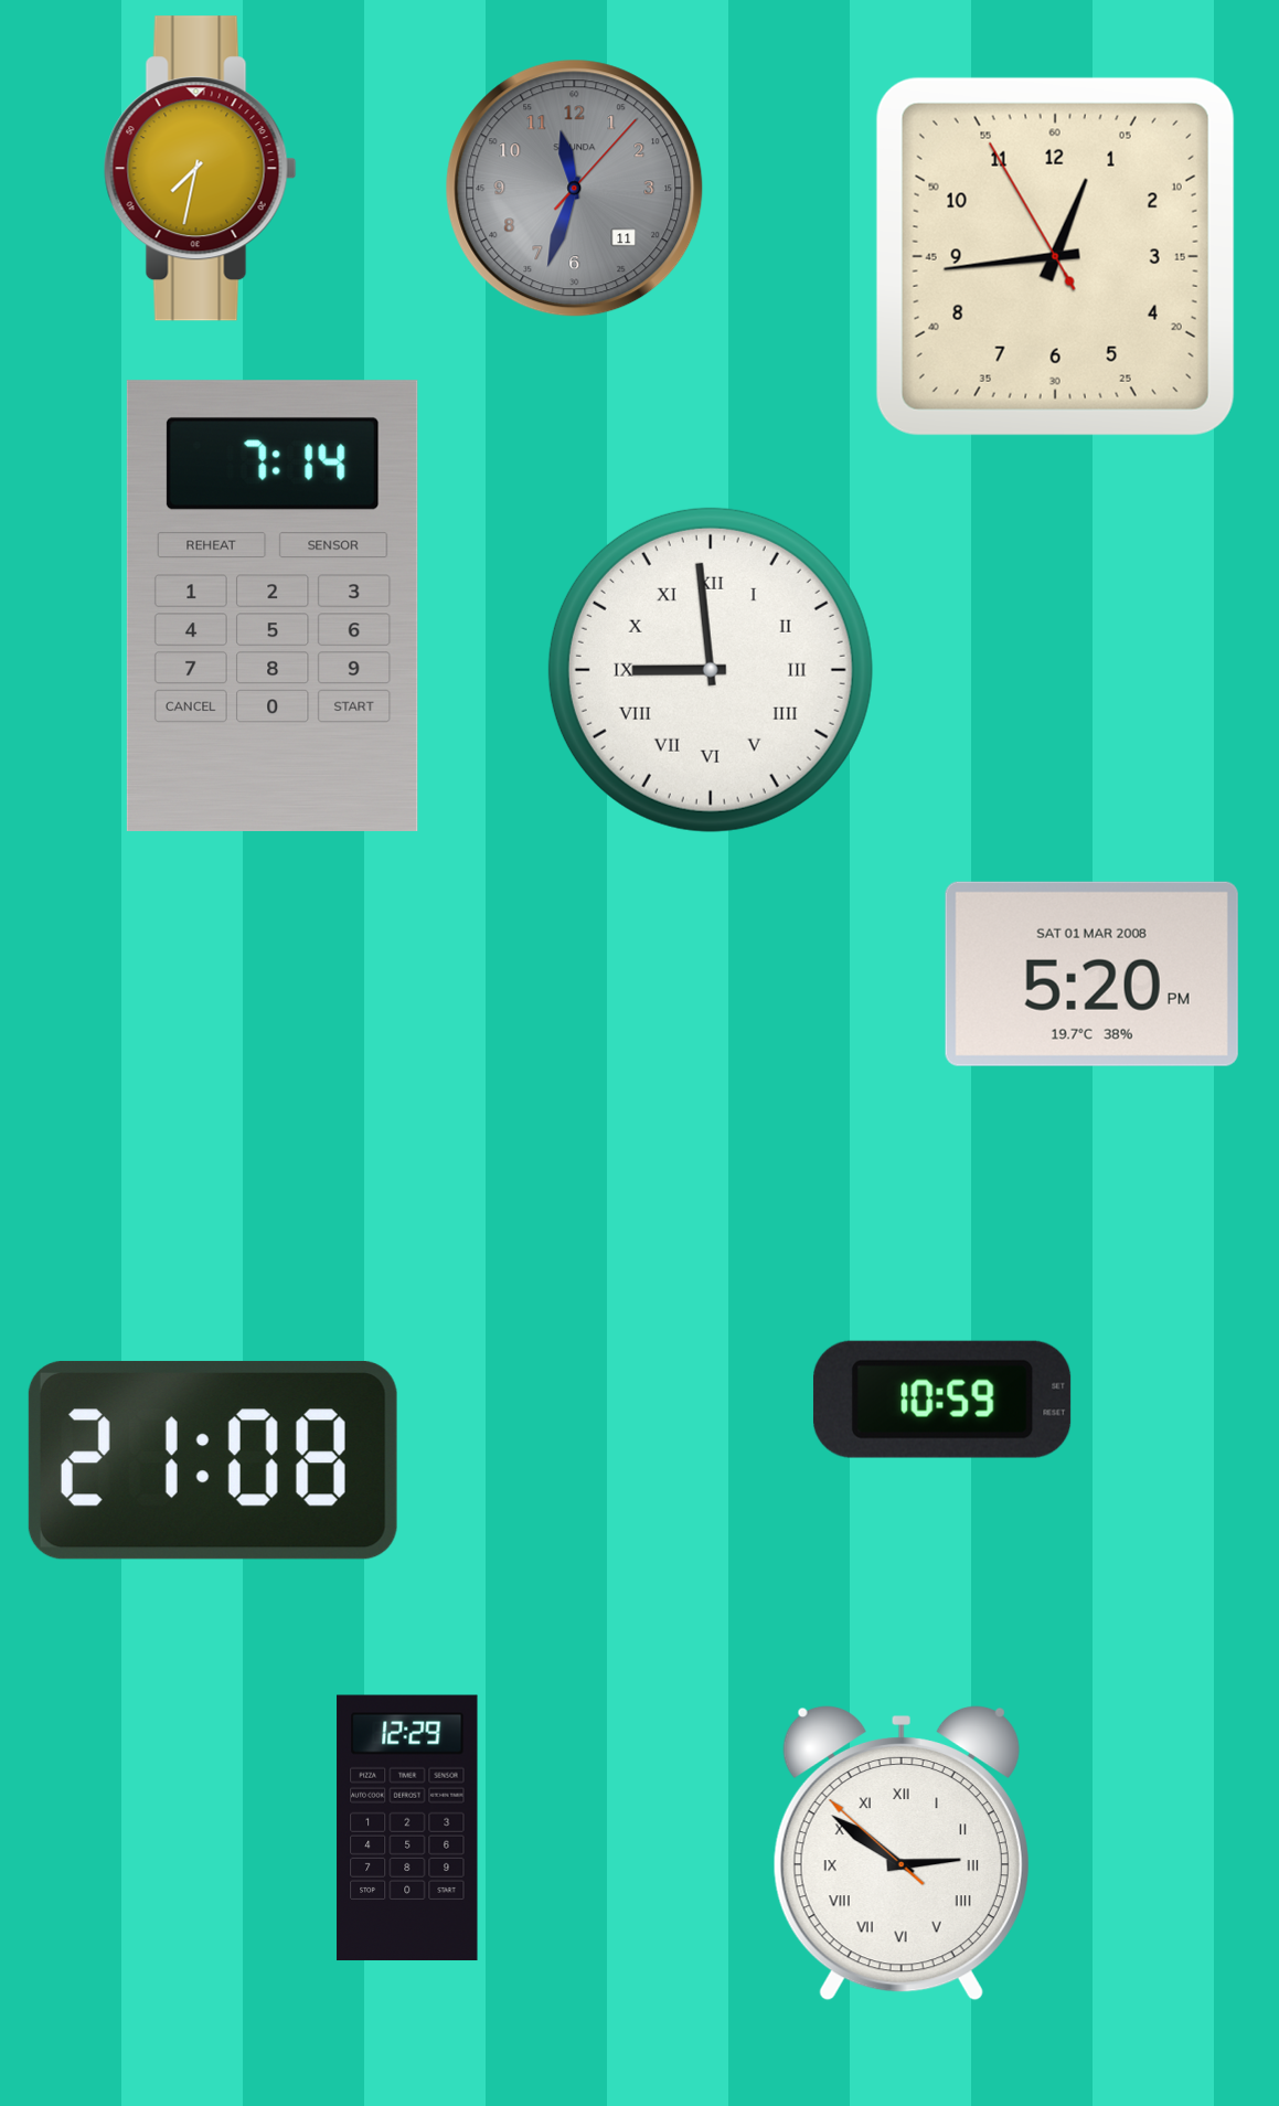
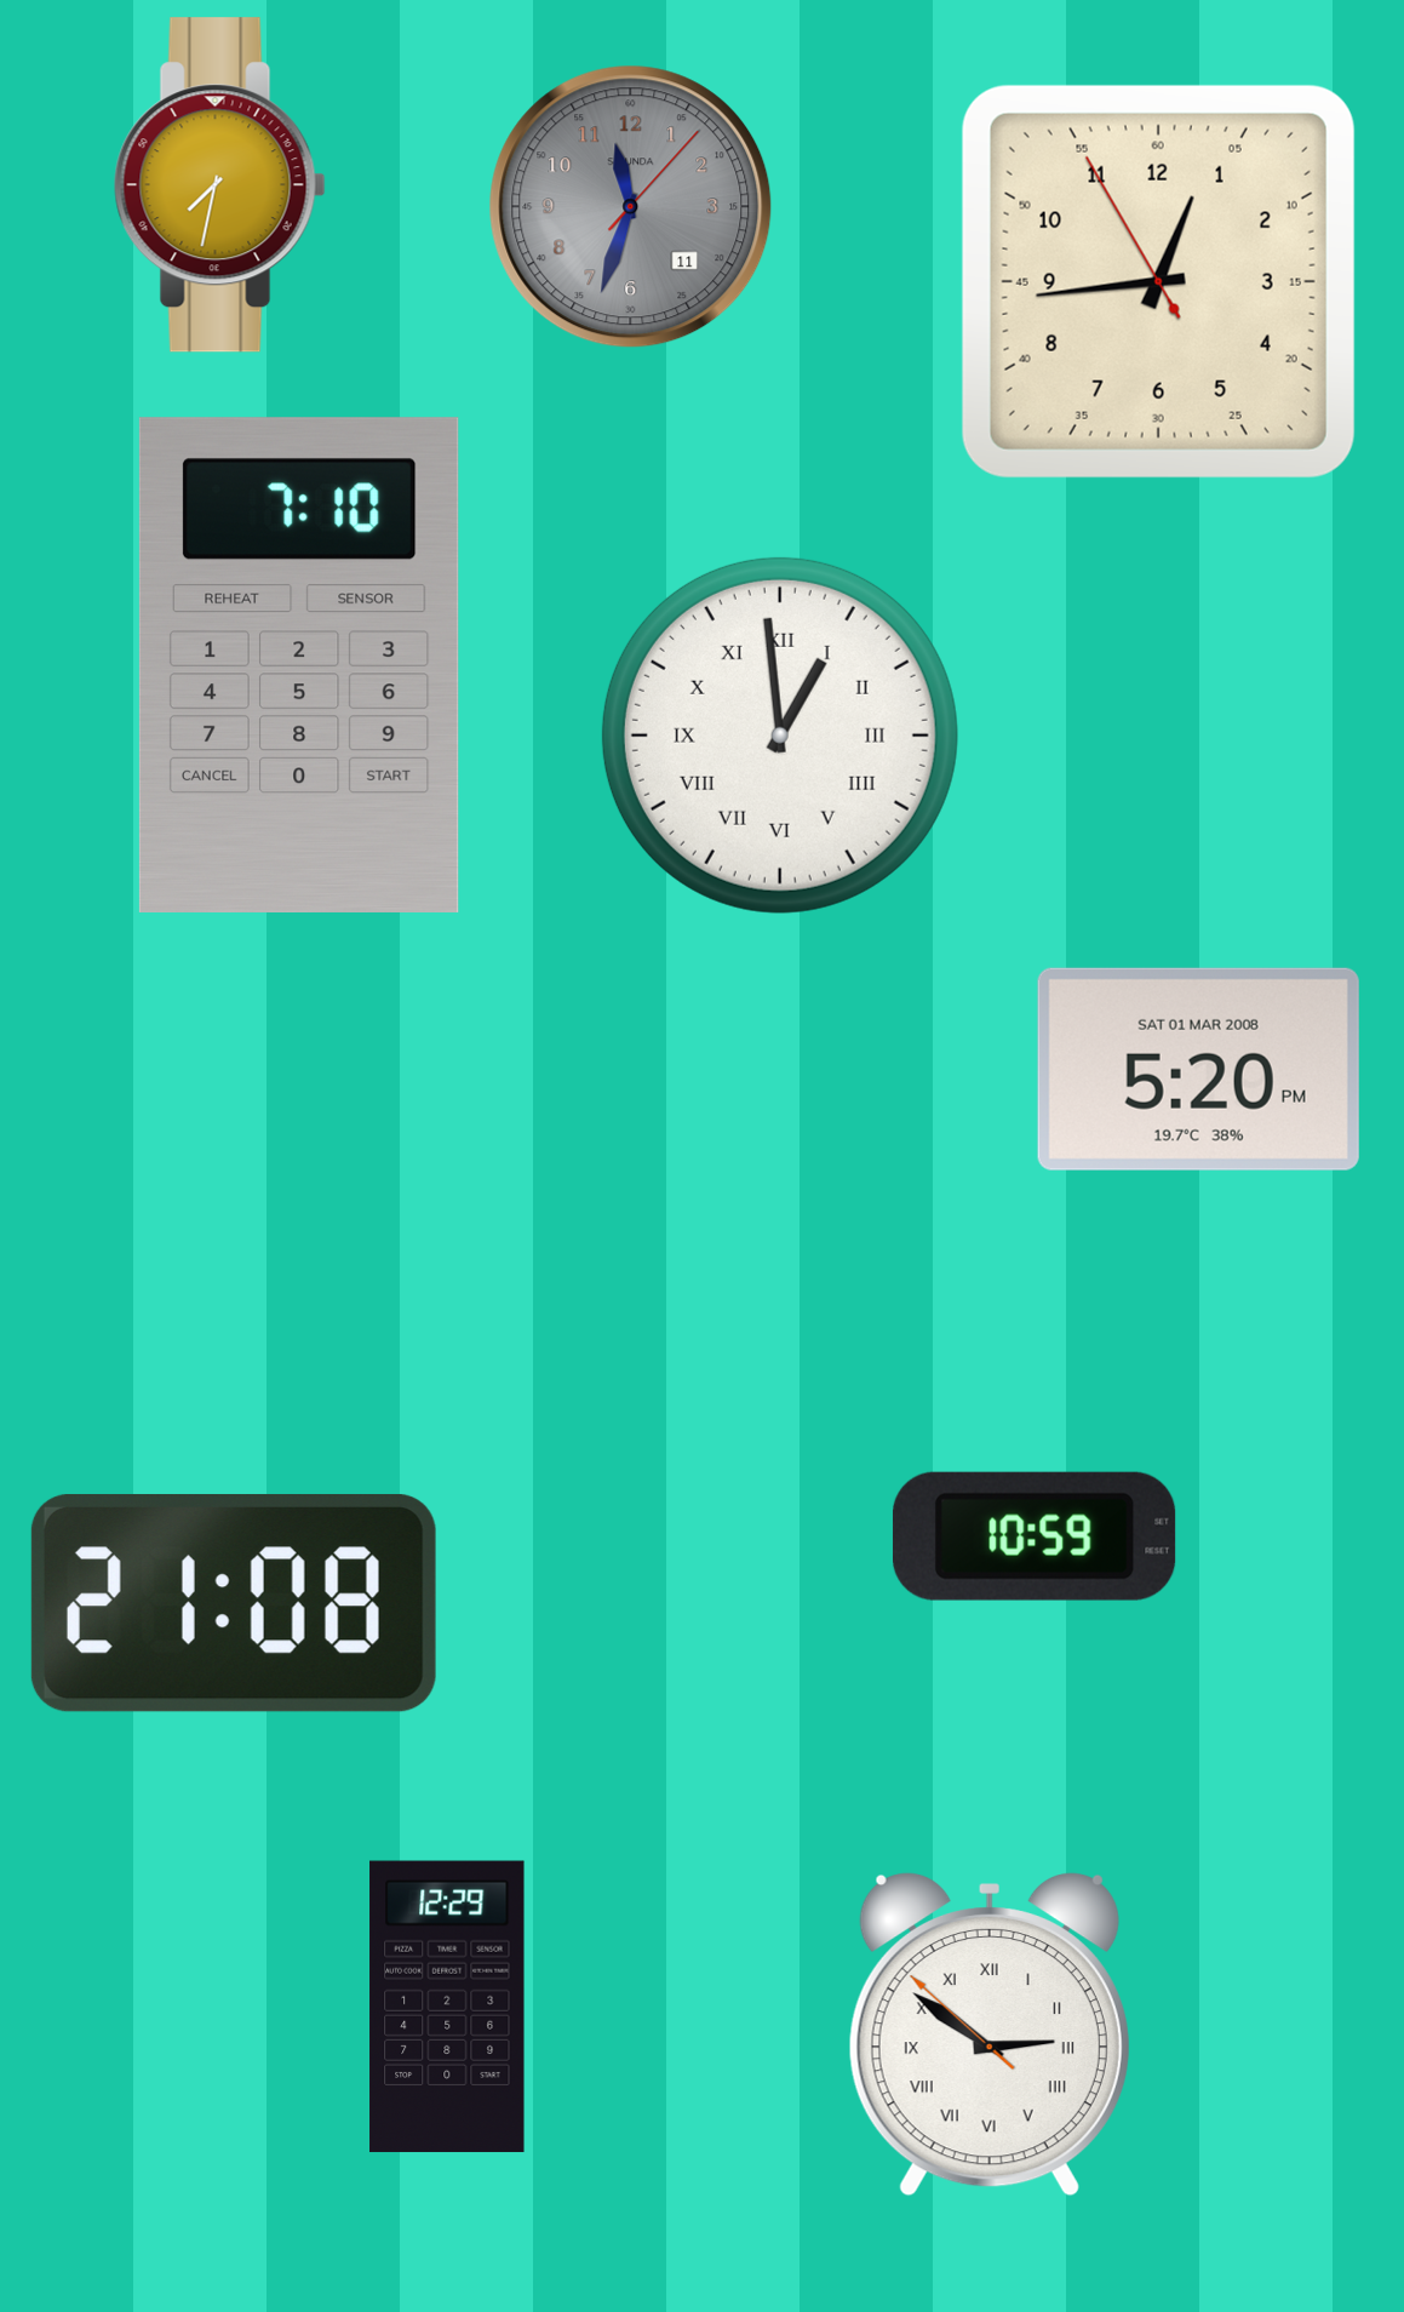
clock at (273, 606): 7:14 -> 7:10
clock at (711, 670): 8:59 -> 12:59
